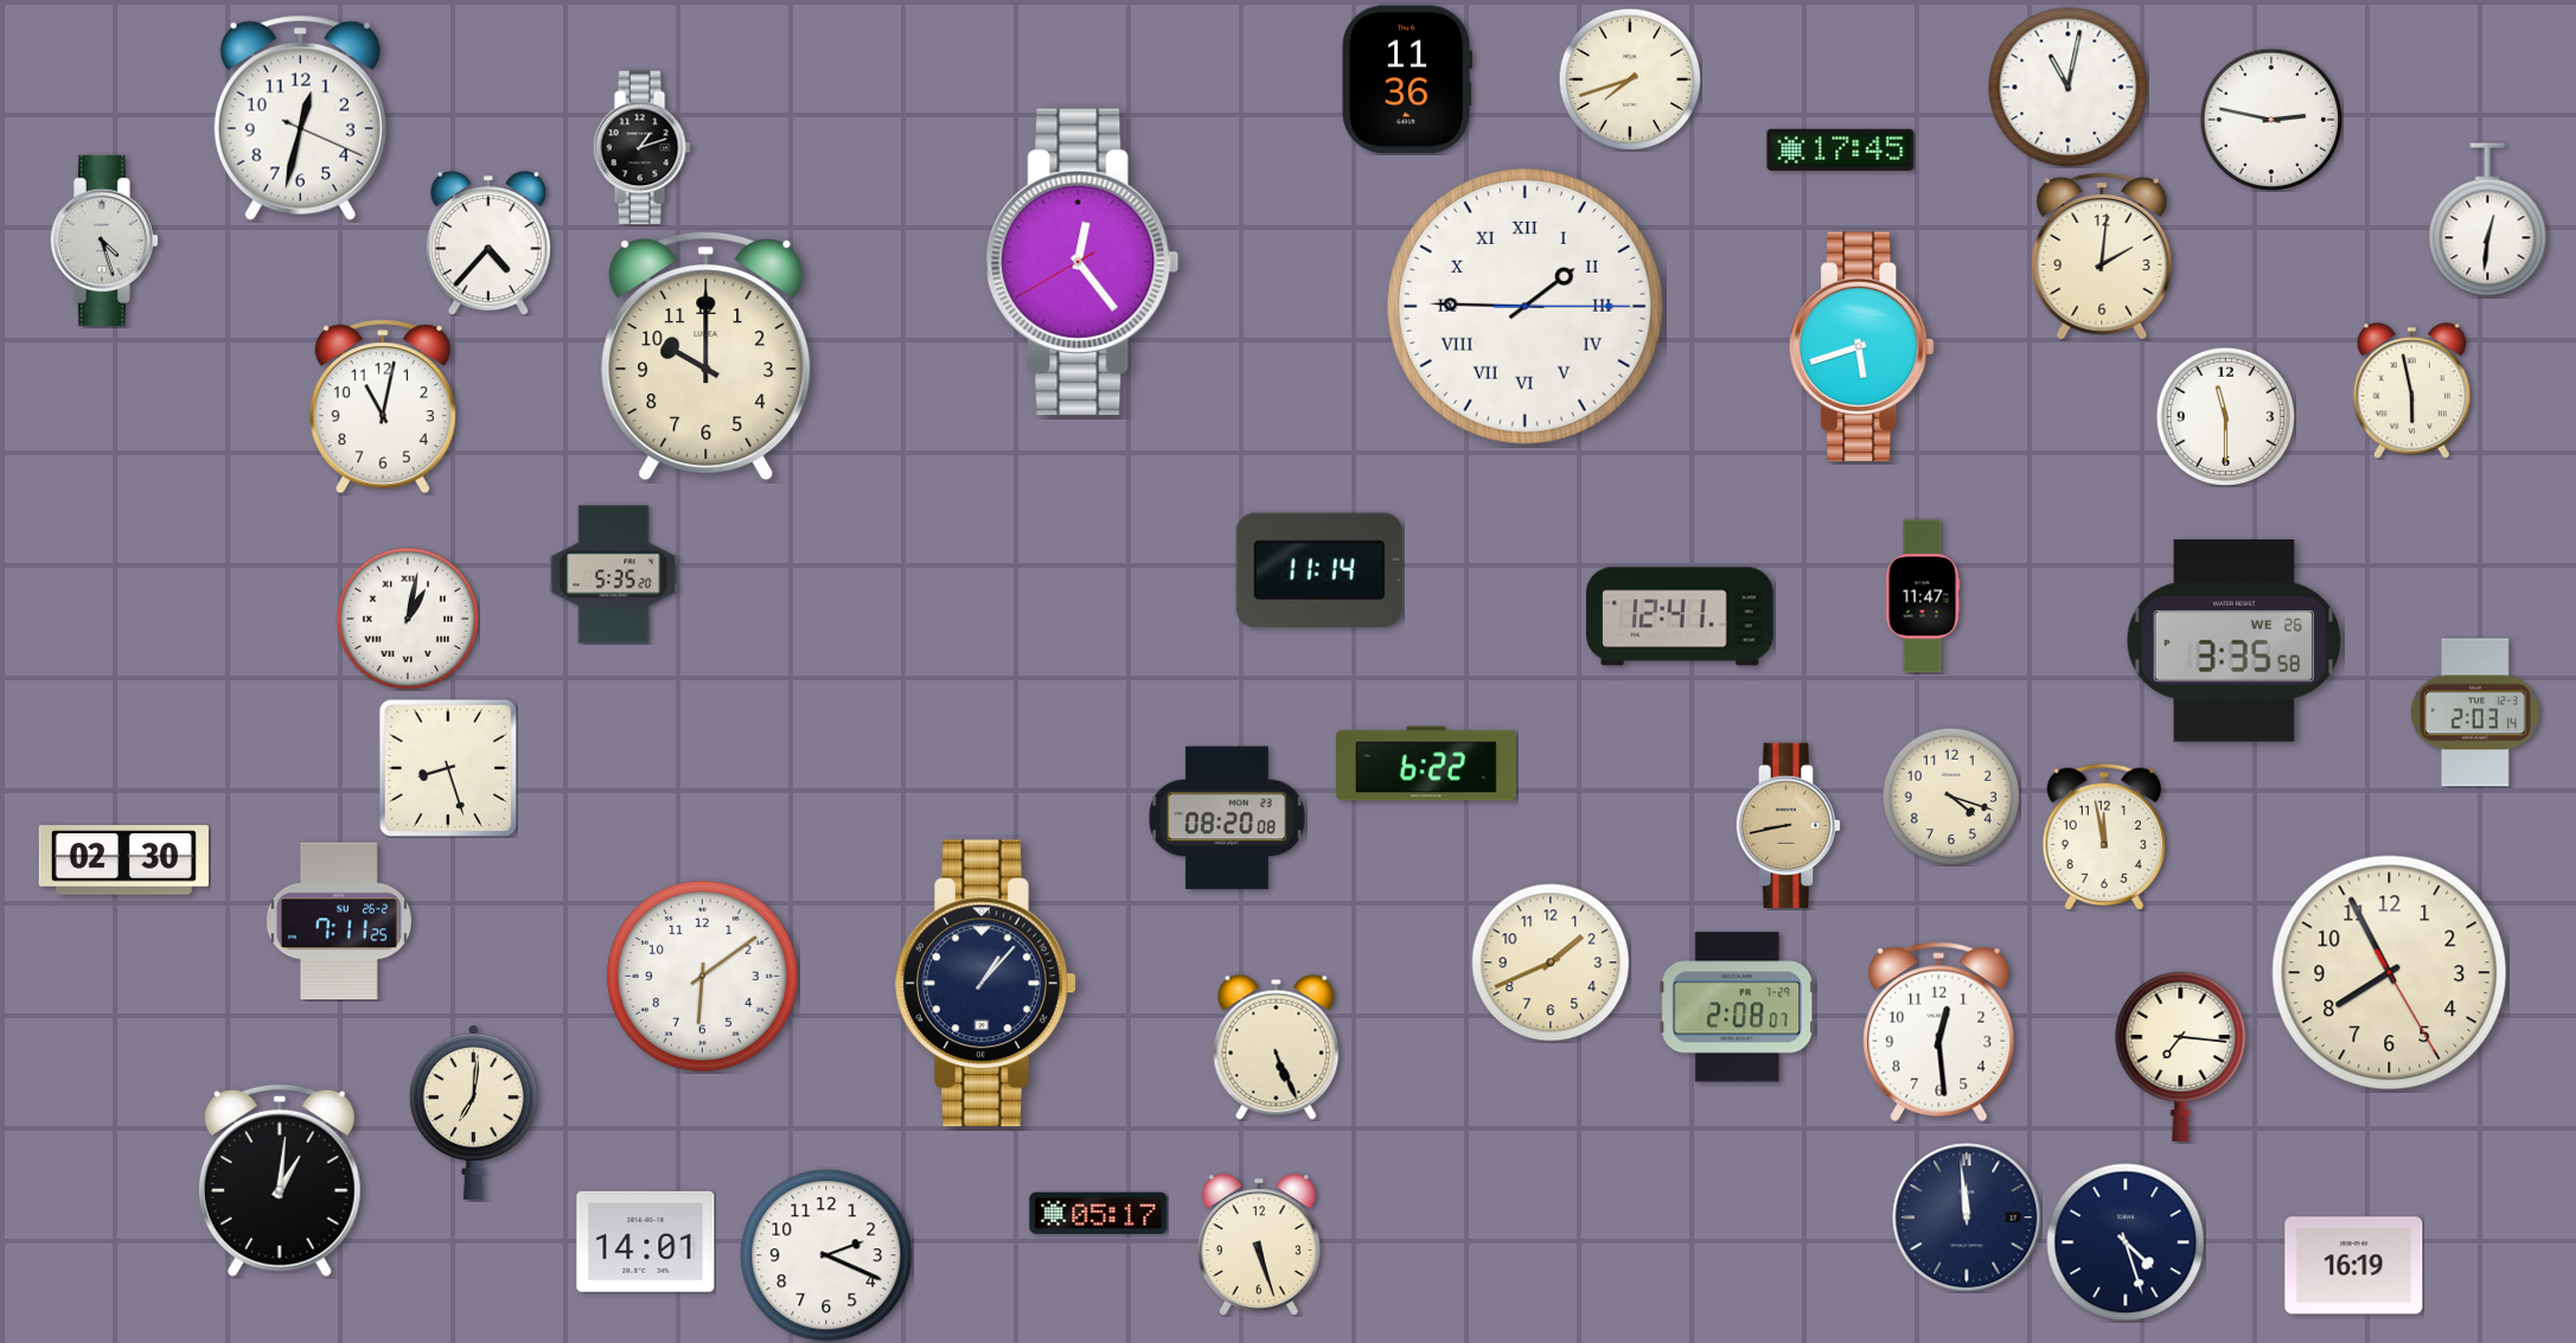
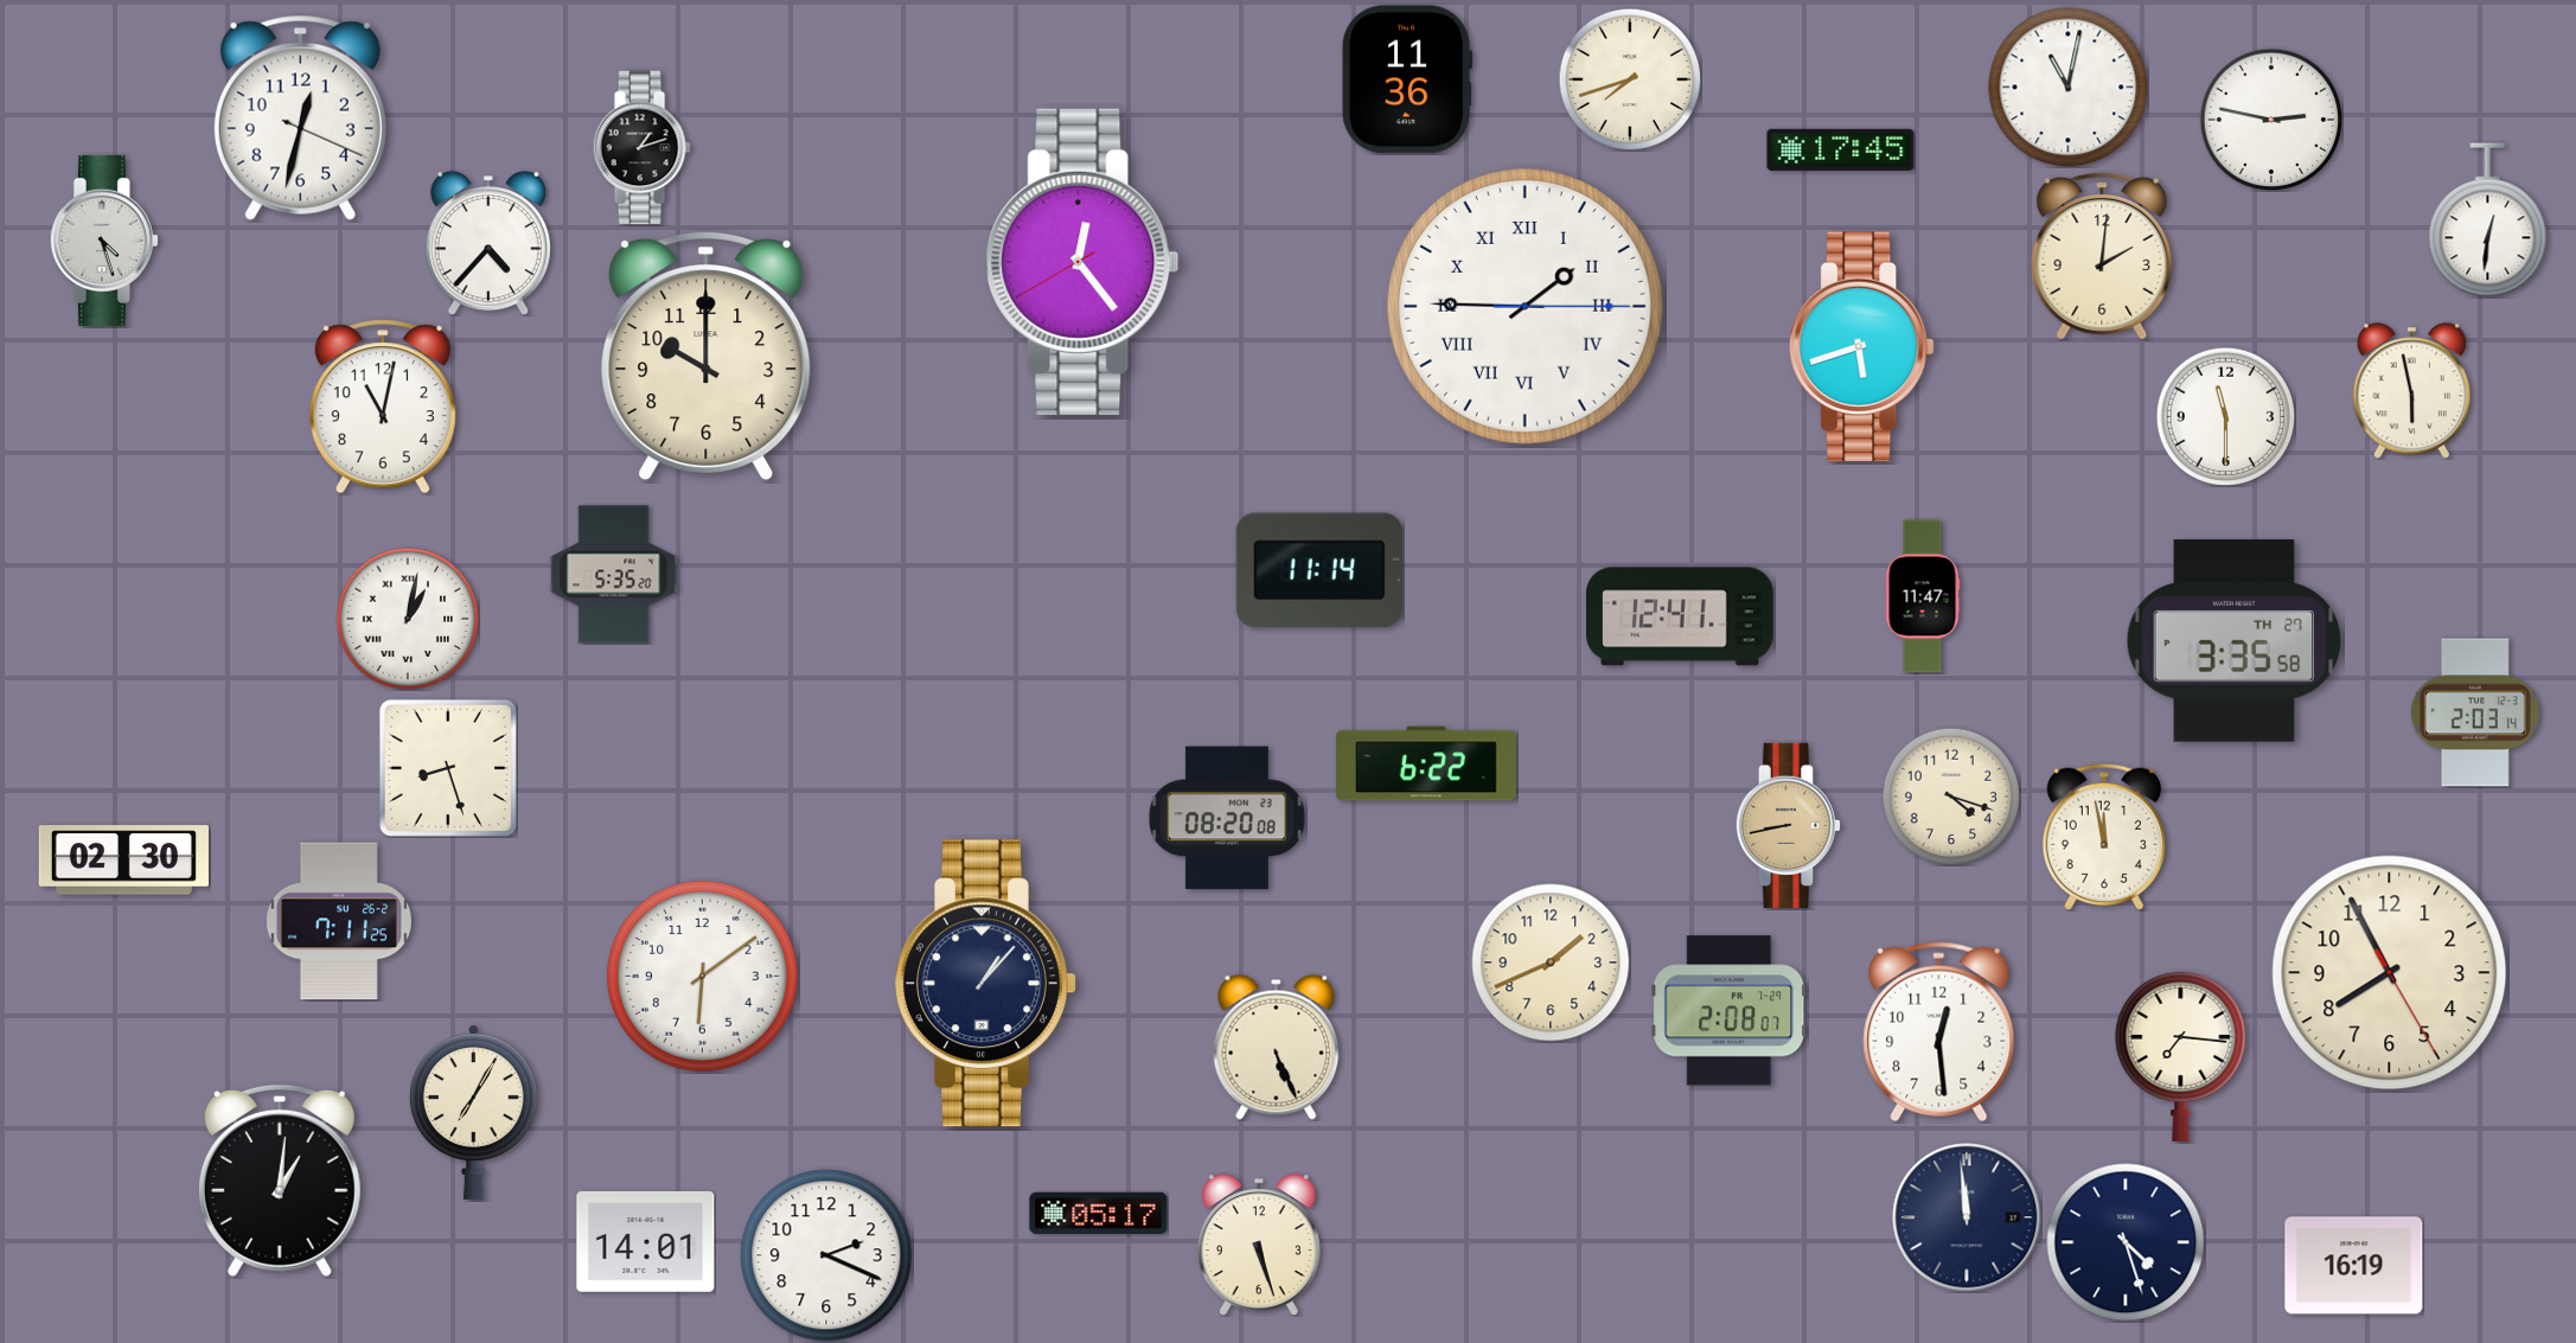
clock at (2235, 641) date: WE 26 -> TH 27
clock at (1738, 1008) position: (1738, 1008) -> (1730, 1011)
clock at (473, 1112): 7:01 -> 7:05
